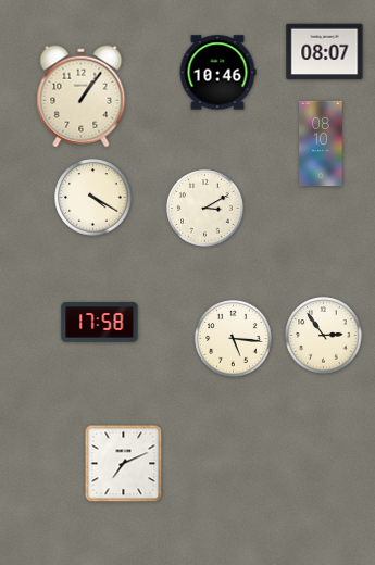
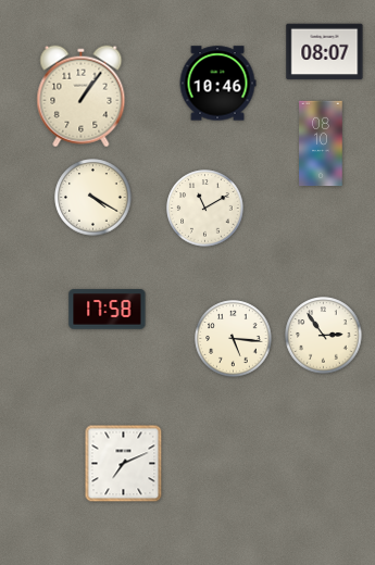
clock at (217, 73) position: (217, 73) -> (217, 84)
clock at (205, 209): 3:10 -> 11:10
clock at (100, 323) position: (100, 323) -> (108, 310)
